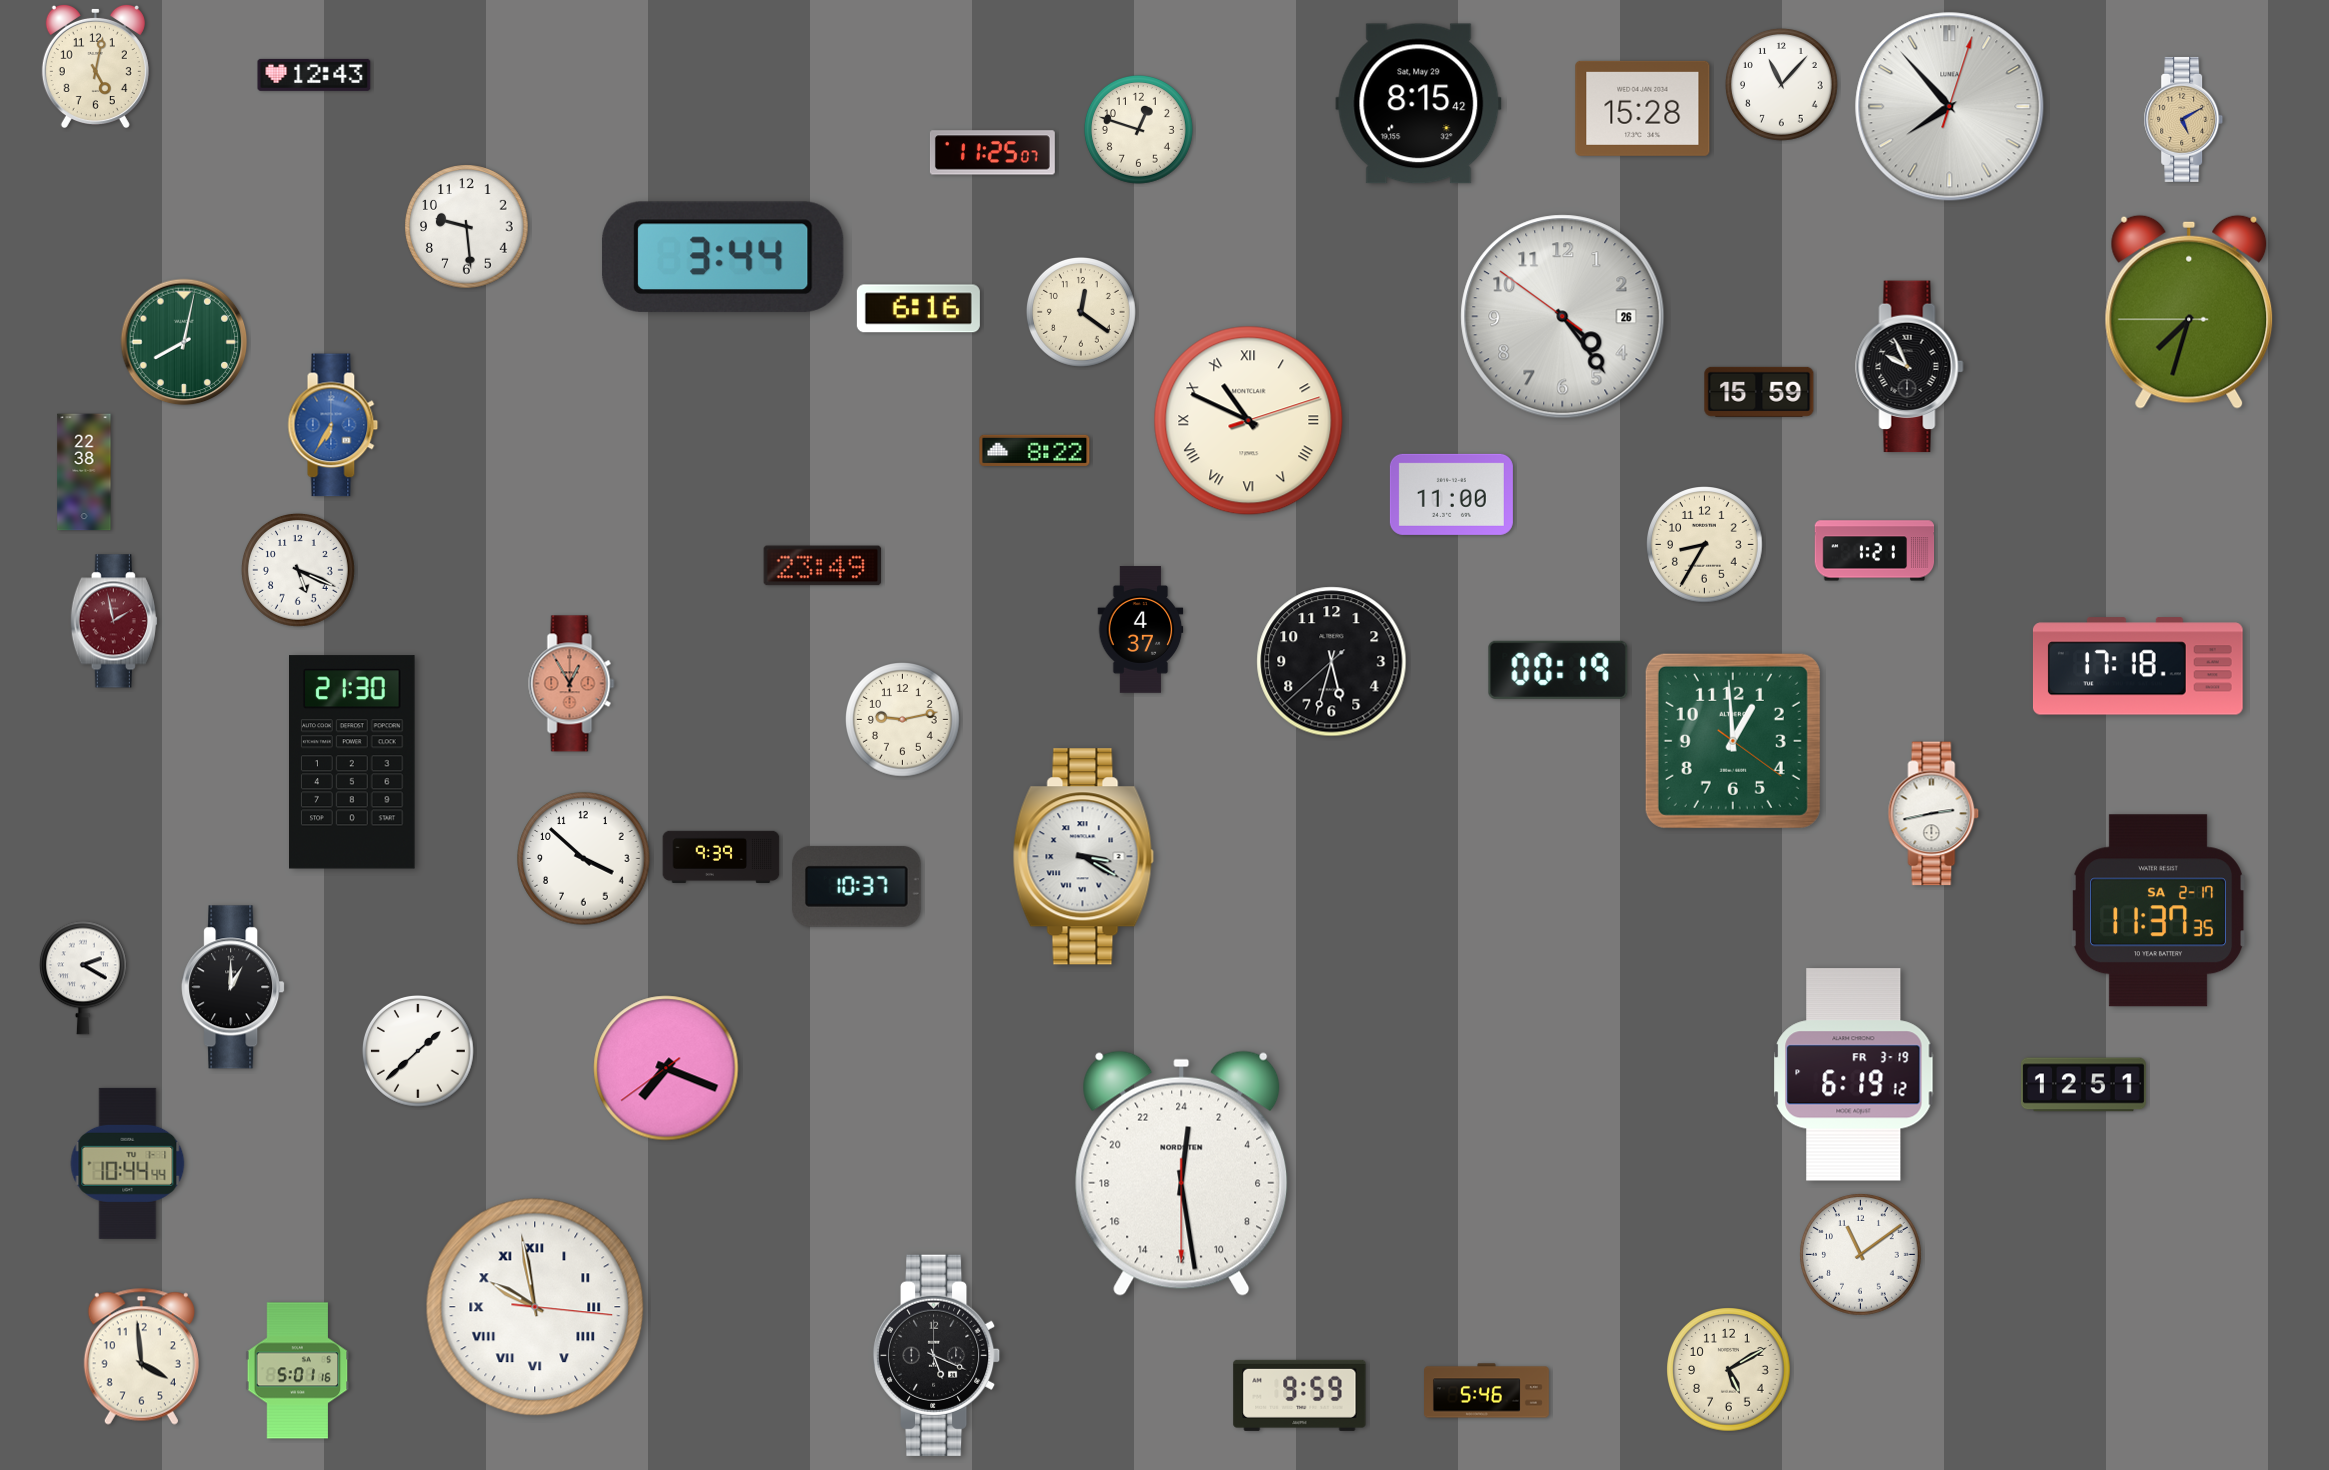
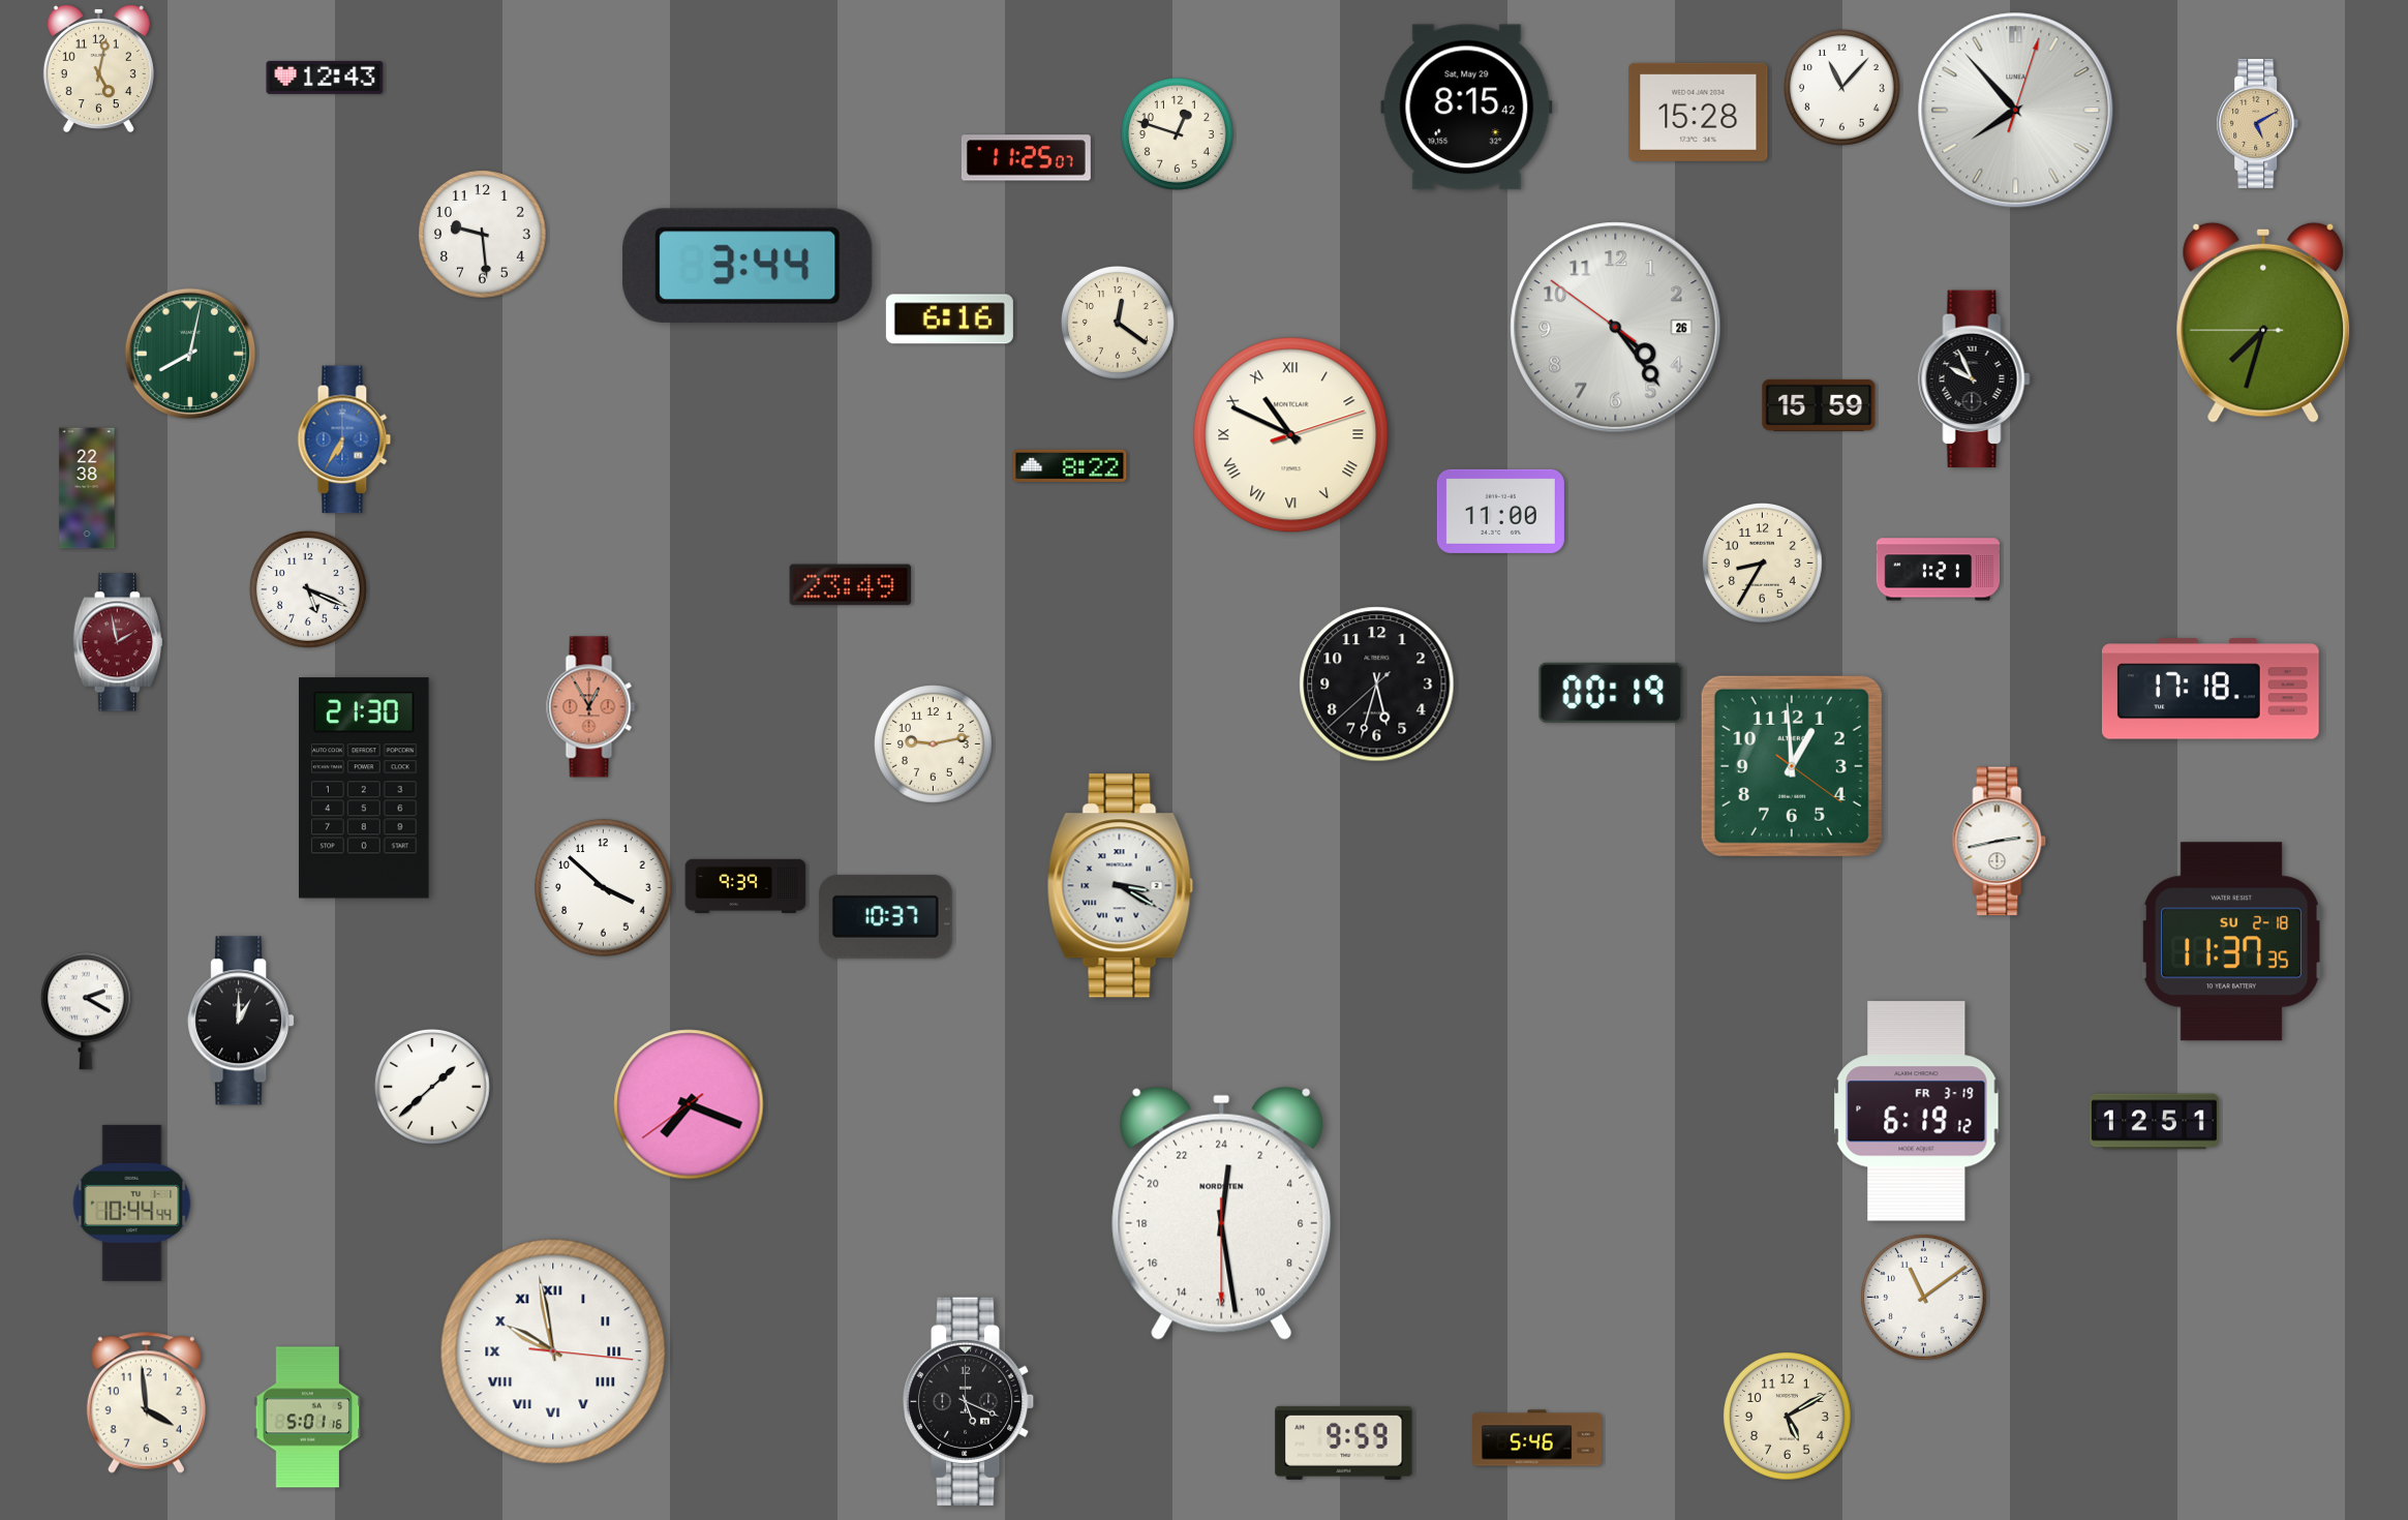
clock at (1141, 630): 4:37 -> none
clock at (2160, 911) date: SA 2-17 -> SU 2-18
